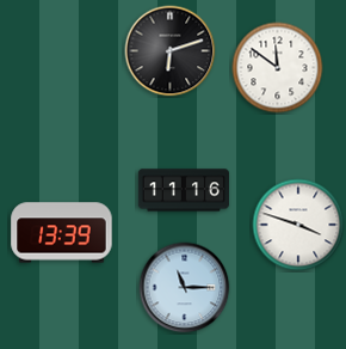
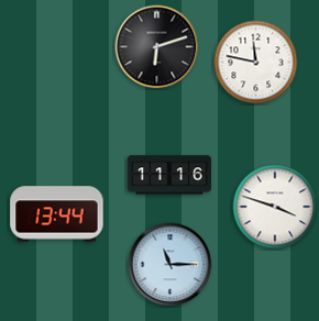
clock at (278, 68): 11:51 -> 11:47
clock at (62, 233): 13:39 -> 13:44
